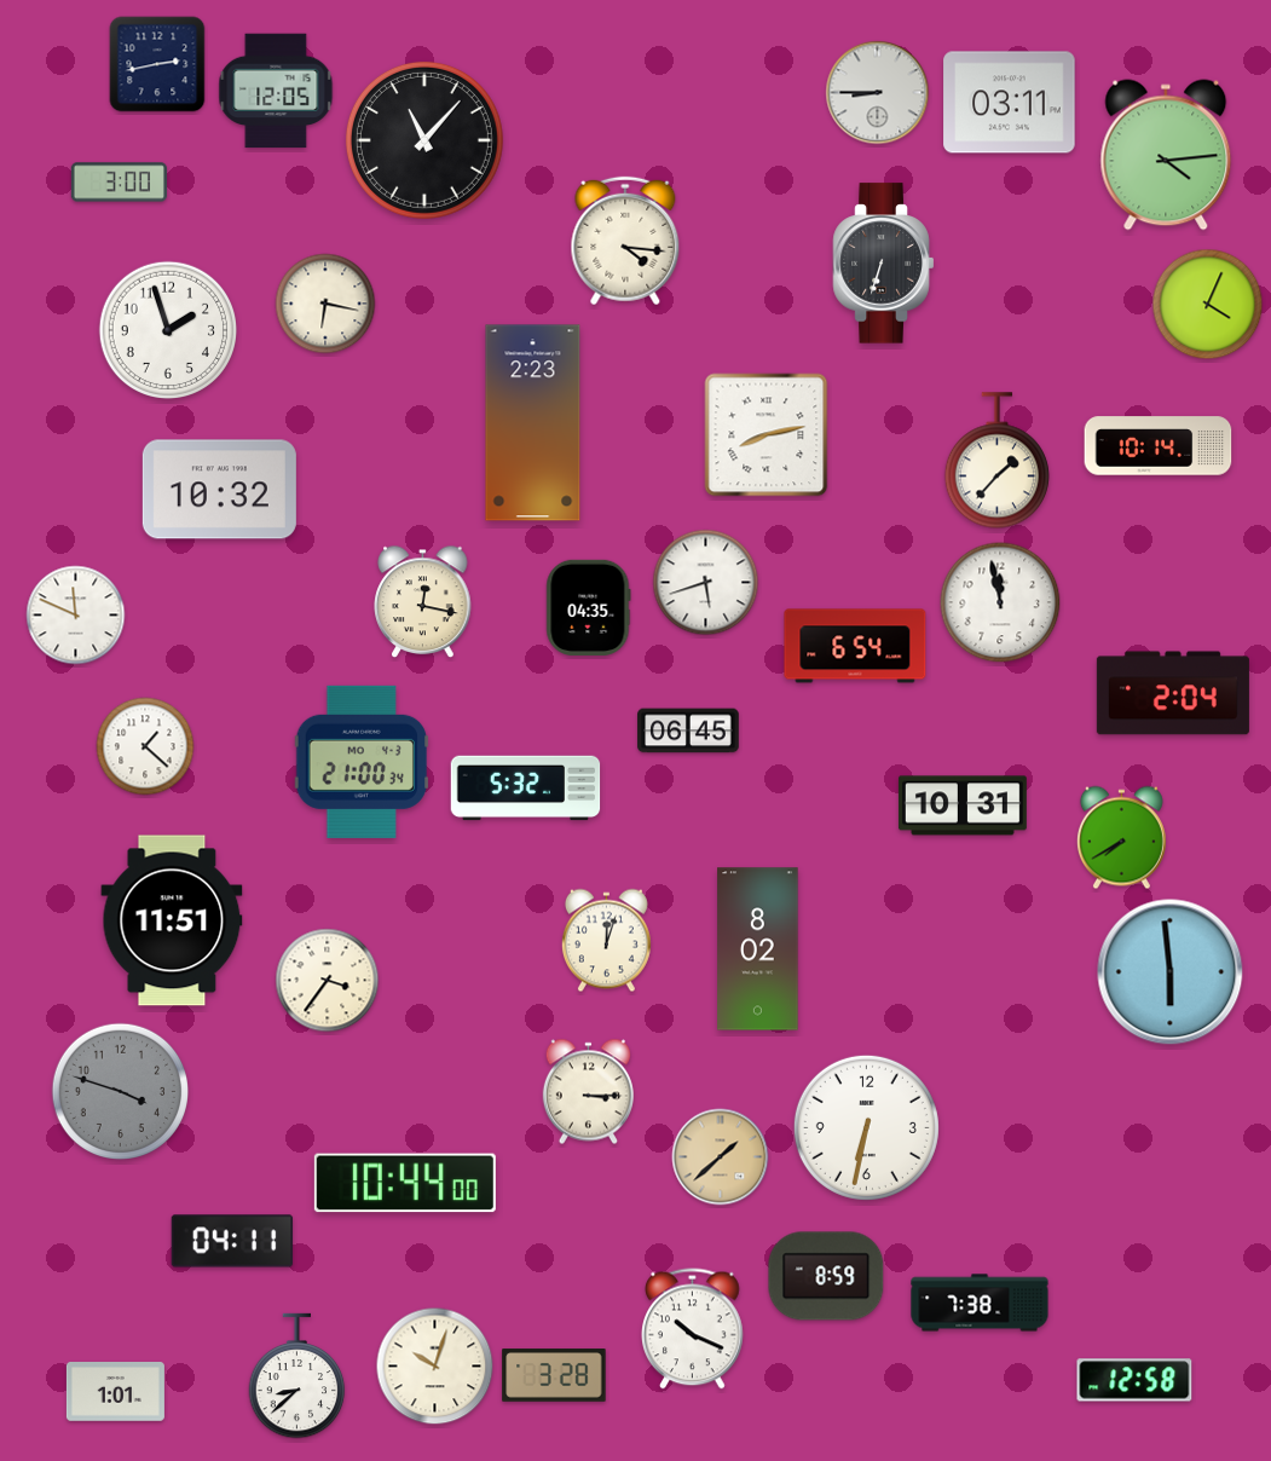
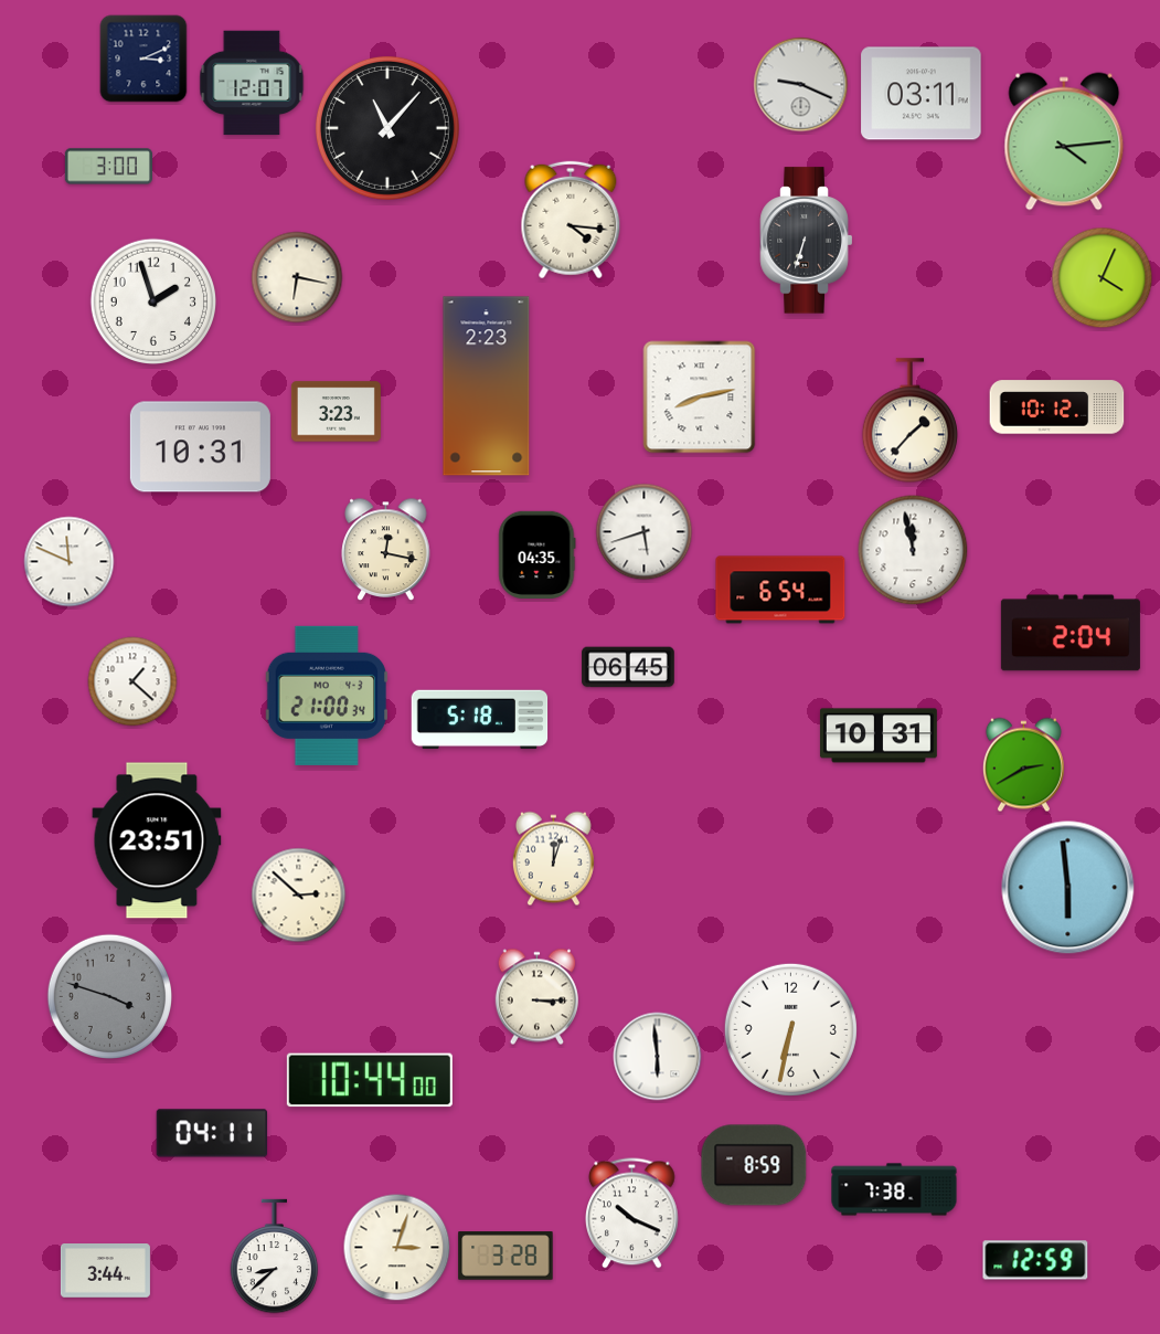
clock at (157, 64): 2:43 -> 3:11
clock at (276, 91): 12:05 -> 12:07
clock at (878, 93): 8:45 -> 9:19
clock at (1159, 446): 10:14 -> 10:12
clock at (336, 412): none -> 3:23
clock at (219, 490): 10:32 -> 10:31
clock at (360, 762) position: (360, 762) -> (326, 696)
clock at (526, 789): 5:32 -> 5:18
clock at (1121, 838): 7:40 -> 2:40
clock at (172, 920): 11:51 -> 23:51
clock at (758, 949): 8:02 -> none
clock at (328, 981): 3:36 -> 2:52
clock at (721, 1157): 1:38 -> 5:59
clock at (721, 1157) dial: champagne -> white
clock at (435, 1367): 10:03 -> 3:03
clock at (297, 1376) position: (297, 1376) -> (275, 1257)
clock at (1134, 1380): 12:58 -> 12:59
clock at (115, 1392): 1:01 -> 3:44
